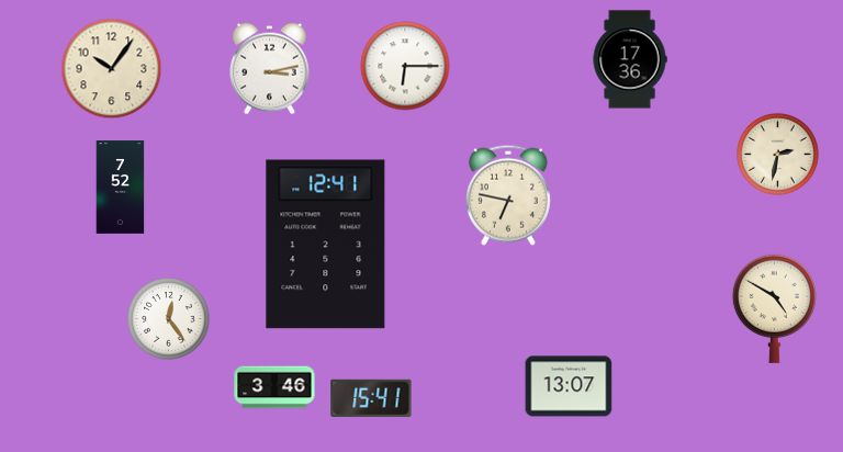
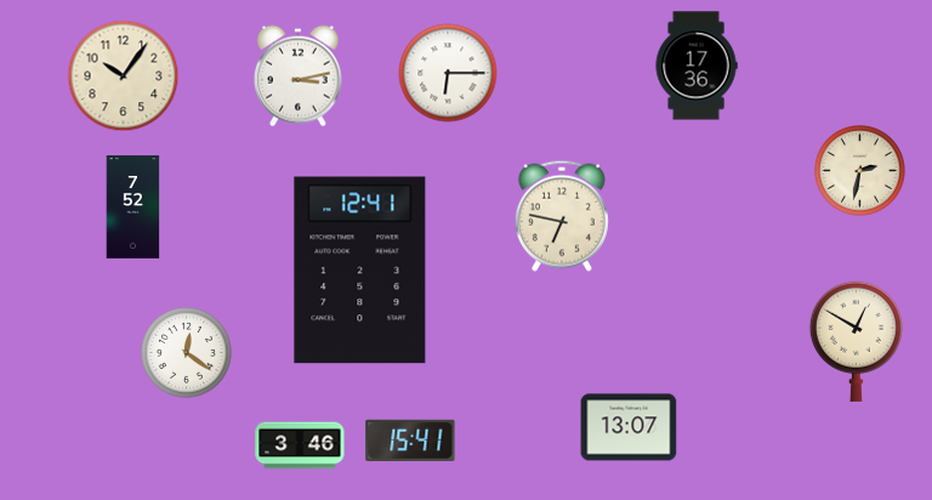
clock at (774, 308): 4:50 -> 12:50
clock at (169, 319): 12:24 -> 12:21
clock at (274, 387) position: (274, 387) -> (300, 445)
